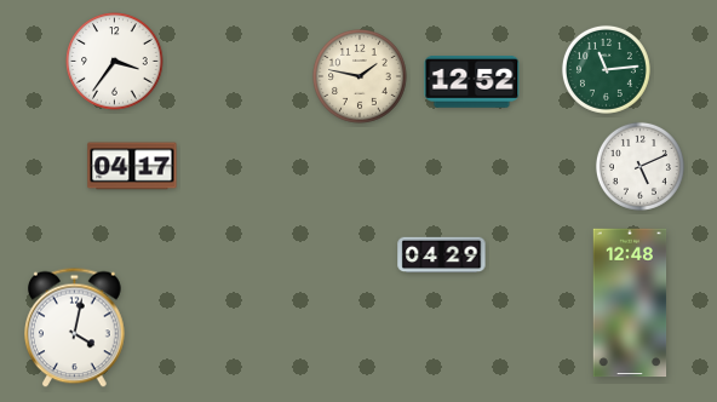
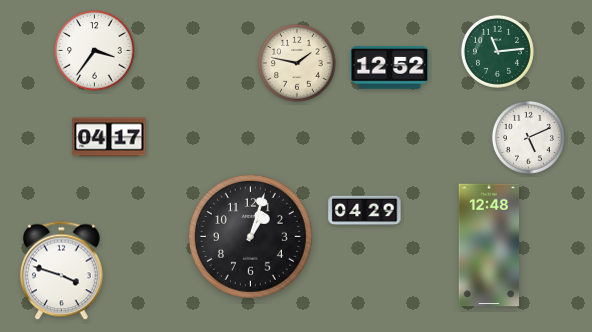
clock at (606, 69) position: (606, 69) -> (497, 51)
clock at (250, 236): none -> 1:03
clock at (630, 303) position: (630, 303) -> (489, 245)
clock at (75, 328): 4:02 -> 3:48
